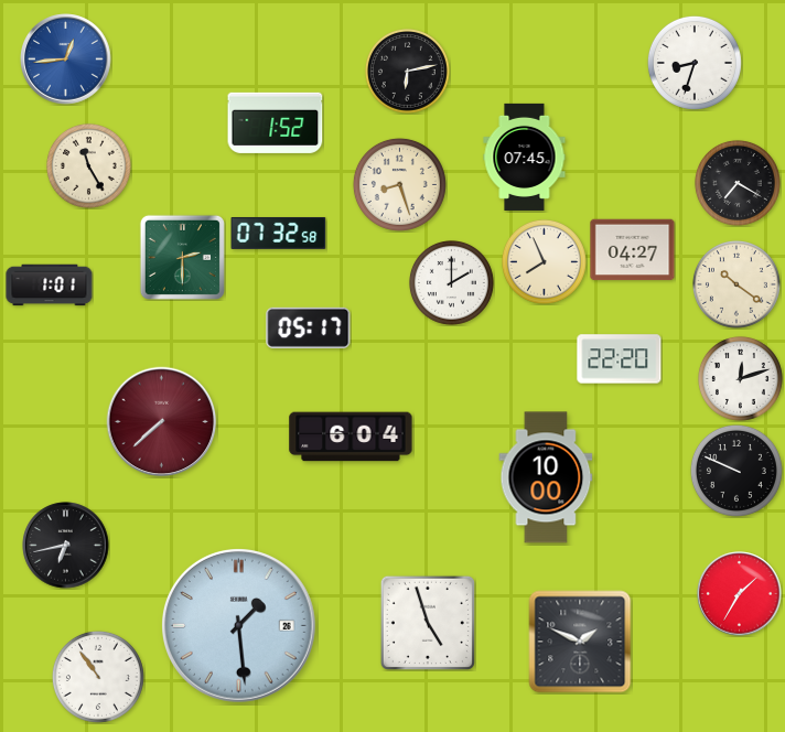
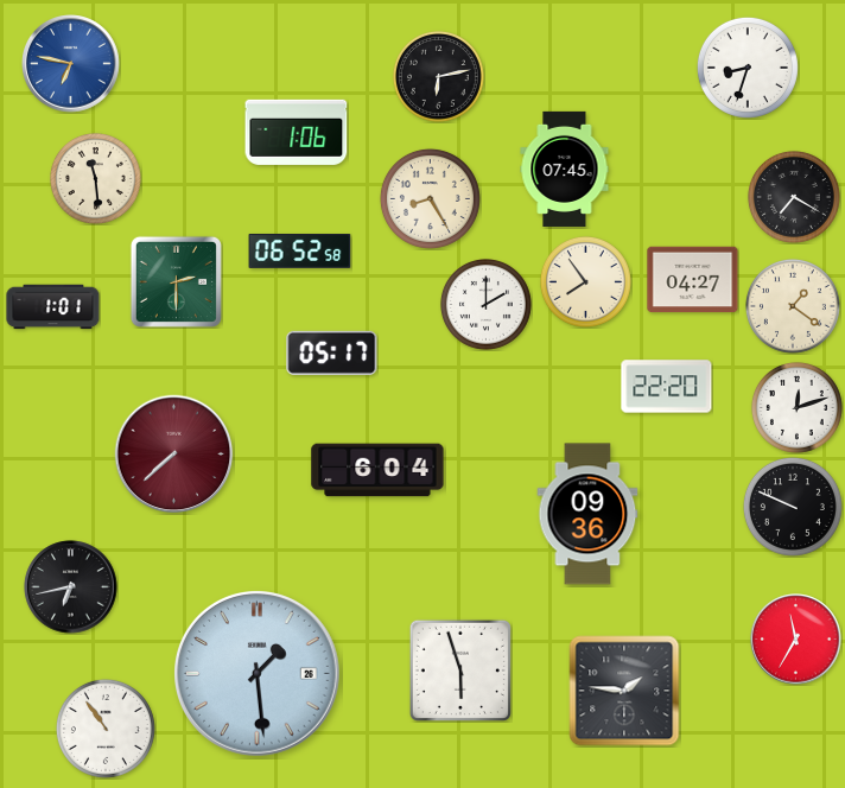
clock at (66, 60): 12:44 -> 6:47
clock at (276, 122): 1:52 -> 1:06
clock at (89, 166): 11:25 -> 11:29
clock at (399, 184): 8:27 -> 8:25
clock at (279, 233): 07:32 -> 06:52
clock at (633, 250) position: (633, 250) -> (693, 280)
clock at (182, 257) position: (182, 257) -> (176, 281)
clock at (545, 262): 7:56 -> 7:54
clock at (736, 284): 10:21 -> 1:21
clock at (546, 477): 10:00 -> 09:36
clock at (740, 594): 1:35 -> 11:35
clock at (428, 623): 4:57 -> 5:57
clock at (580, 642): 1:49 -> 1:46
